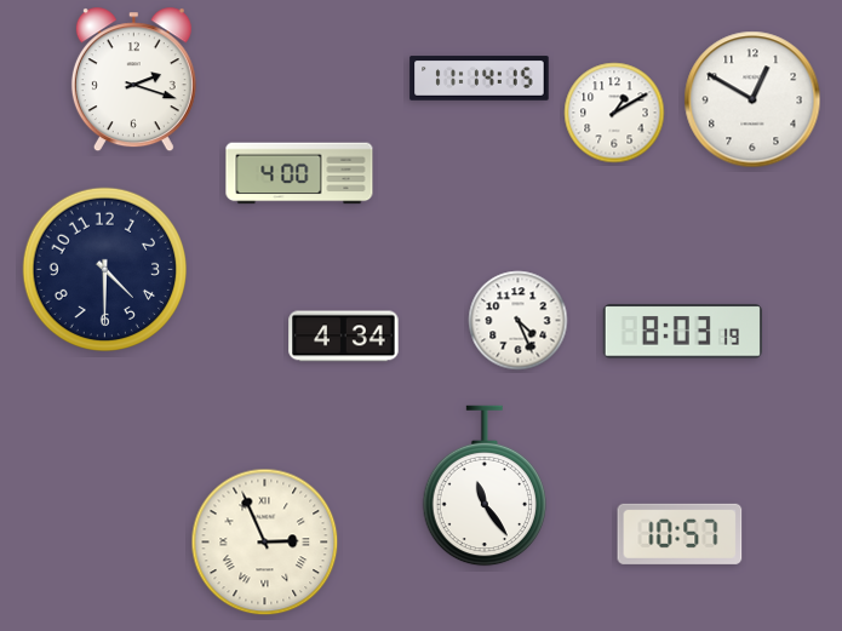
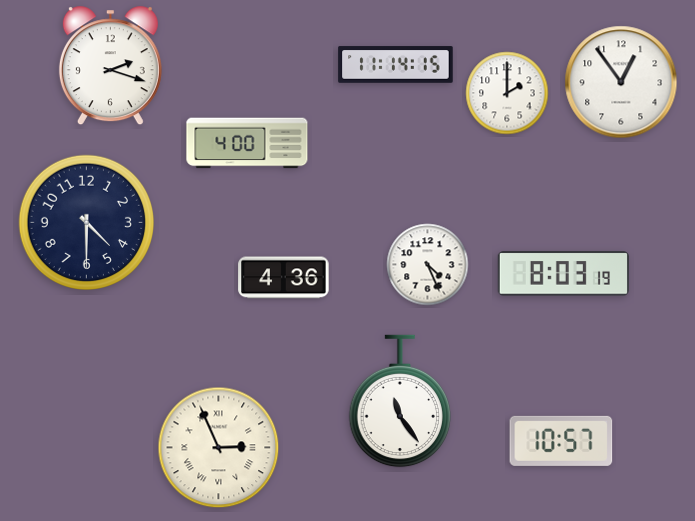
clock at (752, 99): 12:50 -> 12:54
clock at (614, 113): 1:10 -> 2:00
clock at (344, 337): 4:34 -> 4:36
